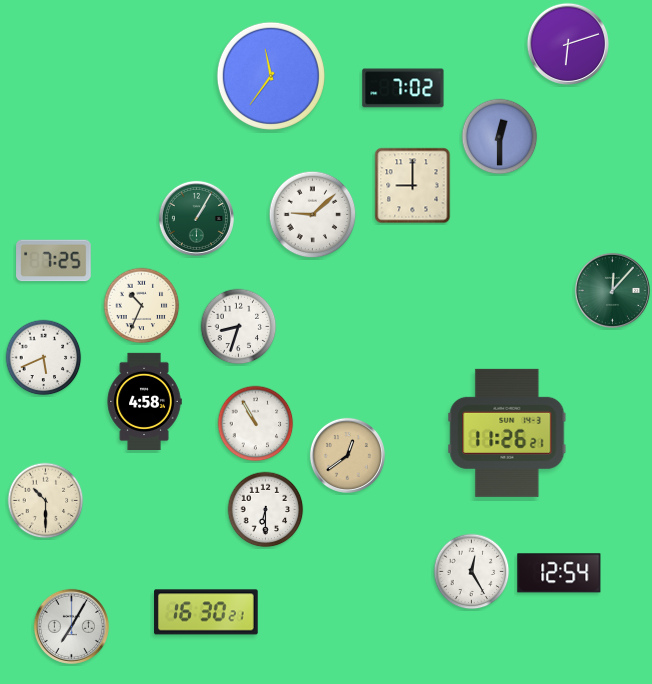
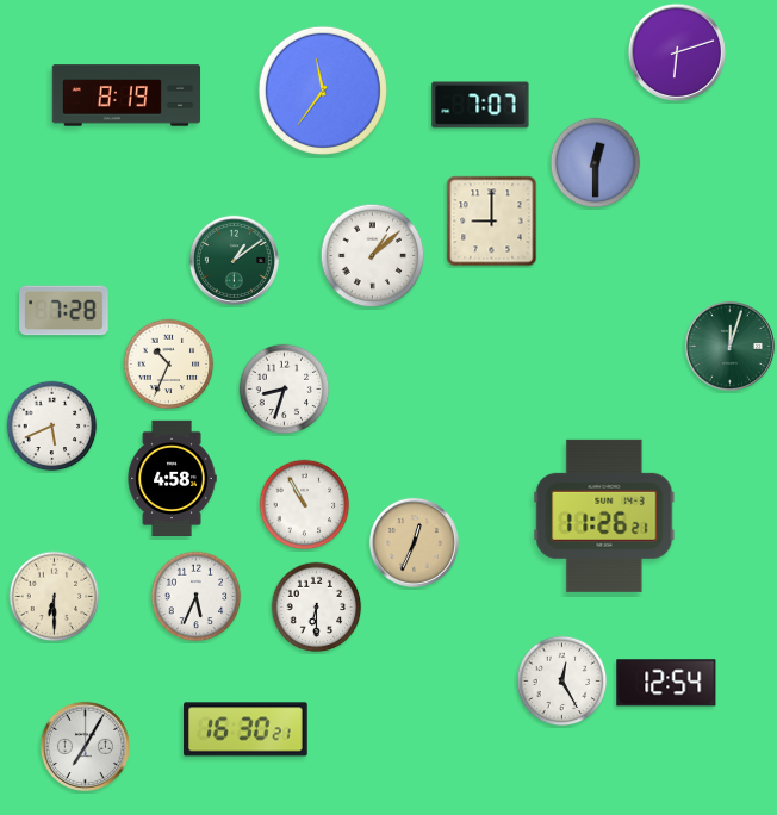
clock at (126, 95): none -> 8:19
clock at (403, 88): 7:02 -> 7:07
clock at (313, 215): 9:08 -> 1:08
clock at (196, 218): 1:05 -> 1:09
clock at (54, 261): 7:25 -> 7:28
clock at (612, 290): 12:07 -> 12:03
clock at (347, 455): 12:39 -> 12:34
clock at (46, 501): 10:30 -> 6:30
clock at (197, 597): none -> 5:34
